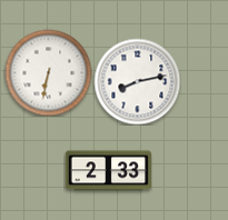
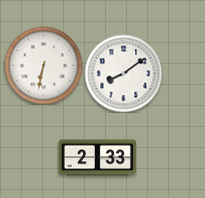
clock at (137, 81): 8:13 -> 8:09
clock at (108, 171) position: (108, 171) -> (97, 158)
